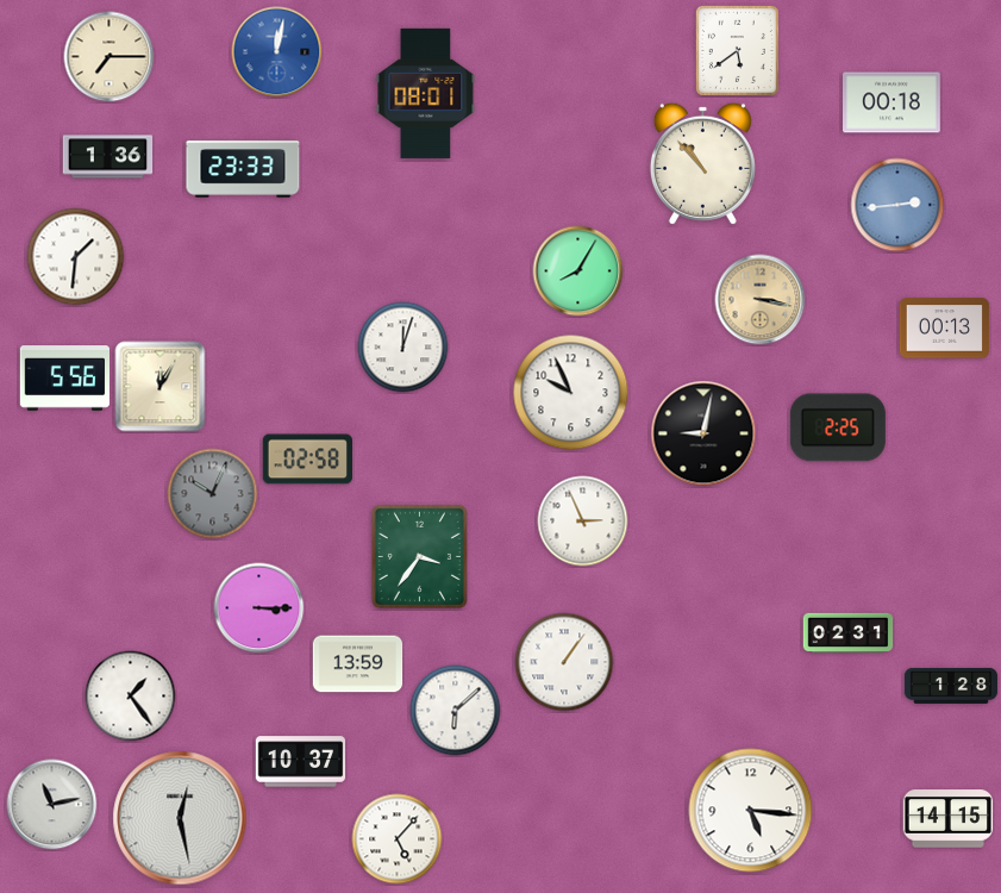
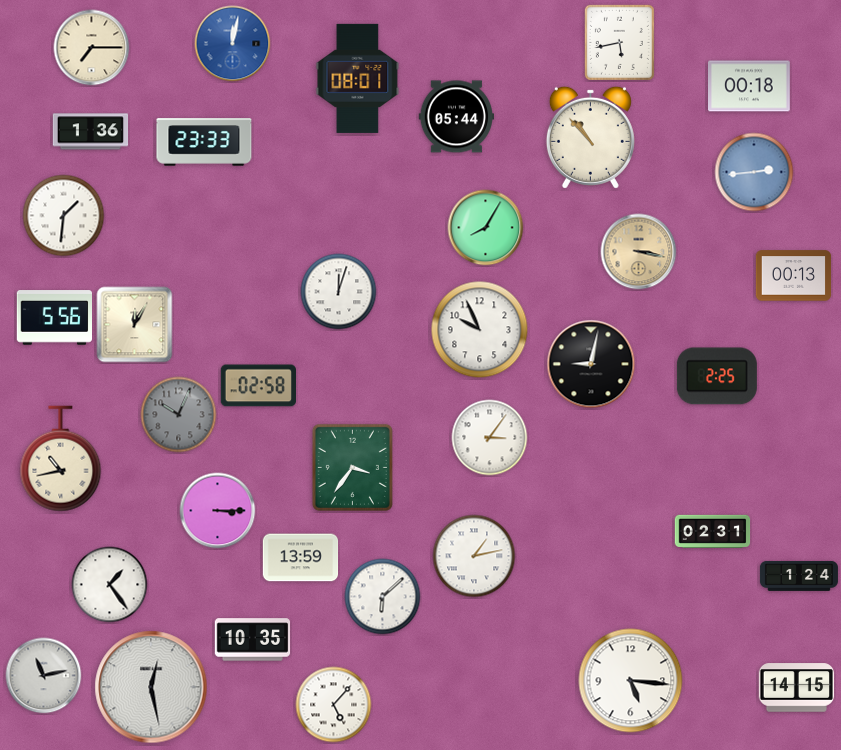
clock at (737, 50): 5:39 -> 5:43
clock at (456, 117): none -> 05:44
clock at (838, 427) position: (838, 427) -> (717, 376)
clock at (583, 522): 2:56 -> 3:06
clock at (61, 459): none -> 10:43
clock at (564, 662): 1:06 -> 1:13
clock at (951, 686): 1:28 -> 1:24
clock at (301, 762): 10:37 -> 10:35
